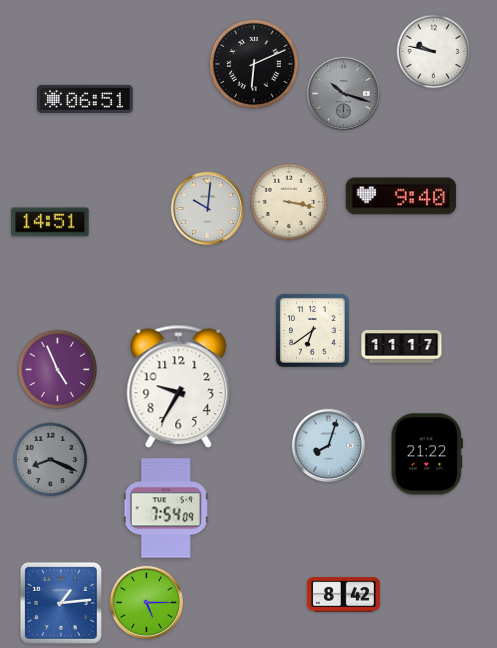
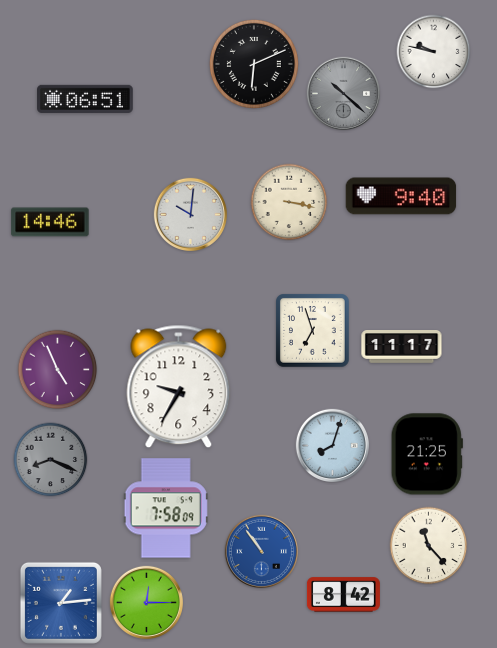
clock at (343, 93): 10:18 -> 10:22
clock at (207, 208) position: (207, 208) -> (190, 214)
clock at (50, 222): 14:51 -> 14:46
clock at (313, 331): 6:39 -> 6:57
clock at (328, 445) position: (328, 445) -> (332, 445)
clock at (427, 454): 21:22 -> 21:25
clock at (166, 508): 7:54 -> 7:58
clock at (429, 546): none -> 11:23
clock at (261, 551): none -> 10:54
clock at (146, 602): 5:15 -> 12:15
